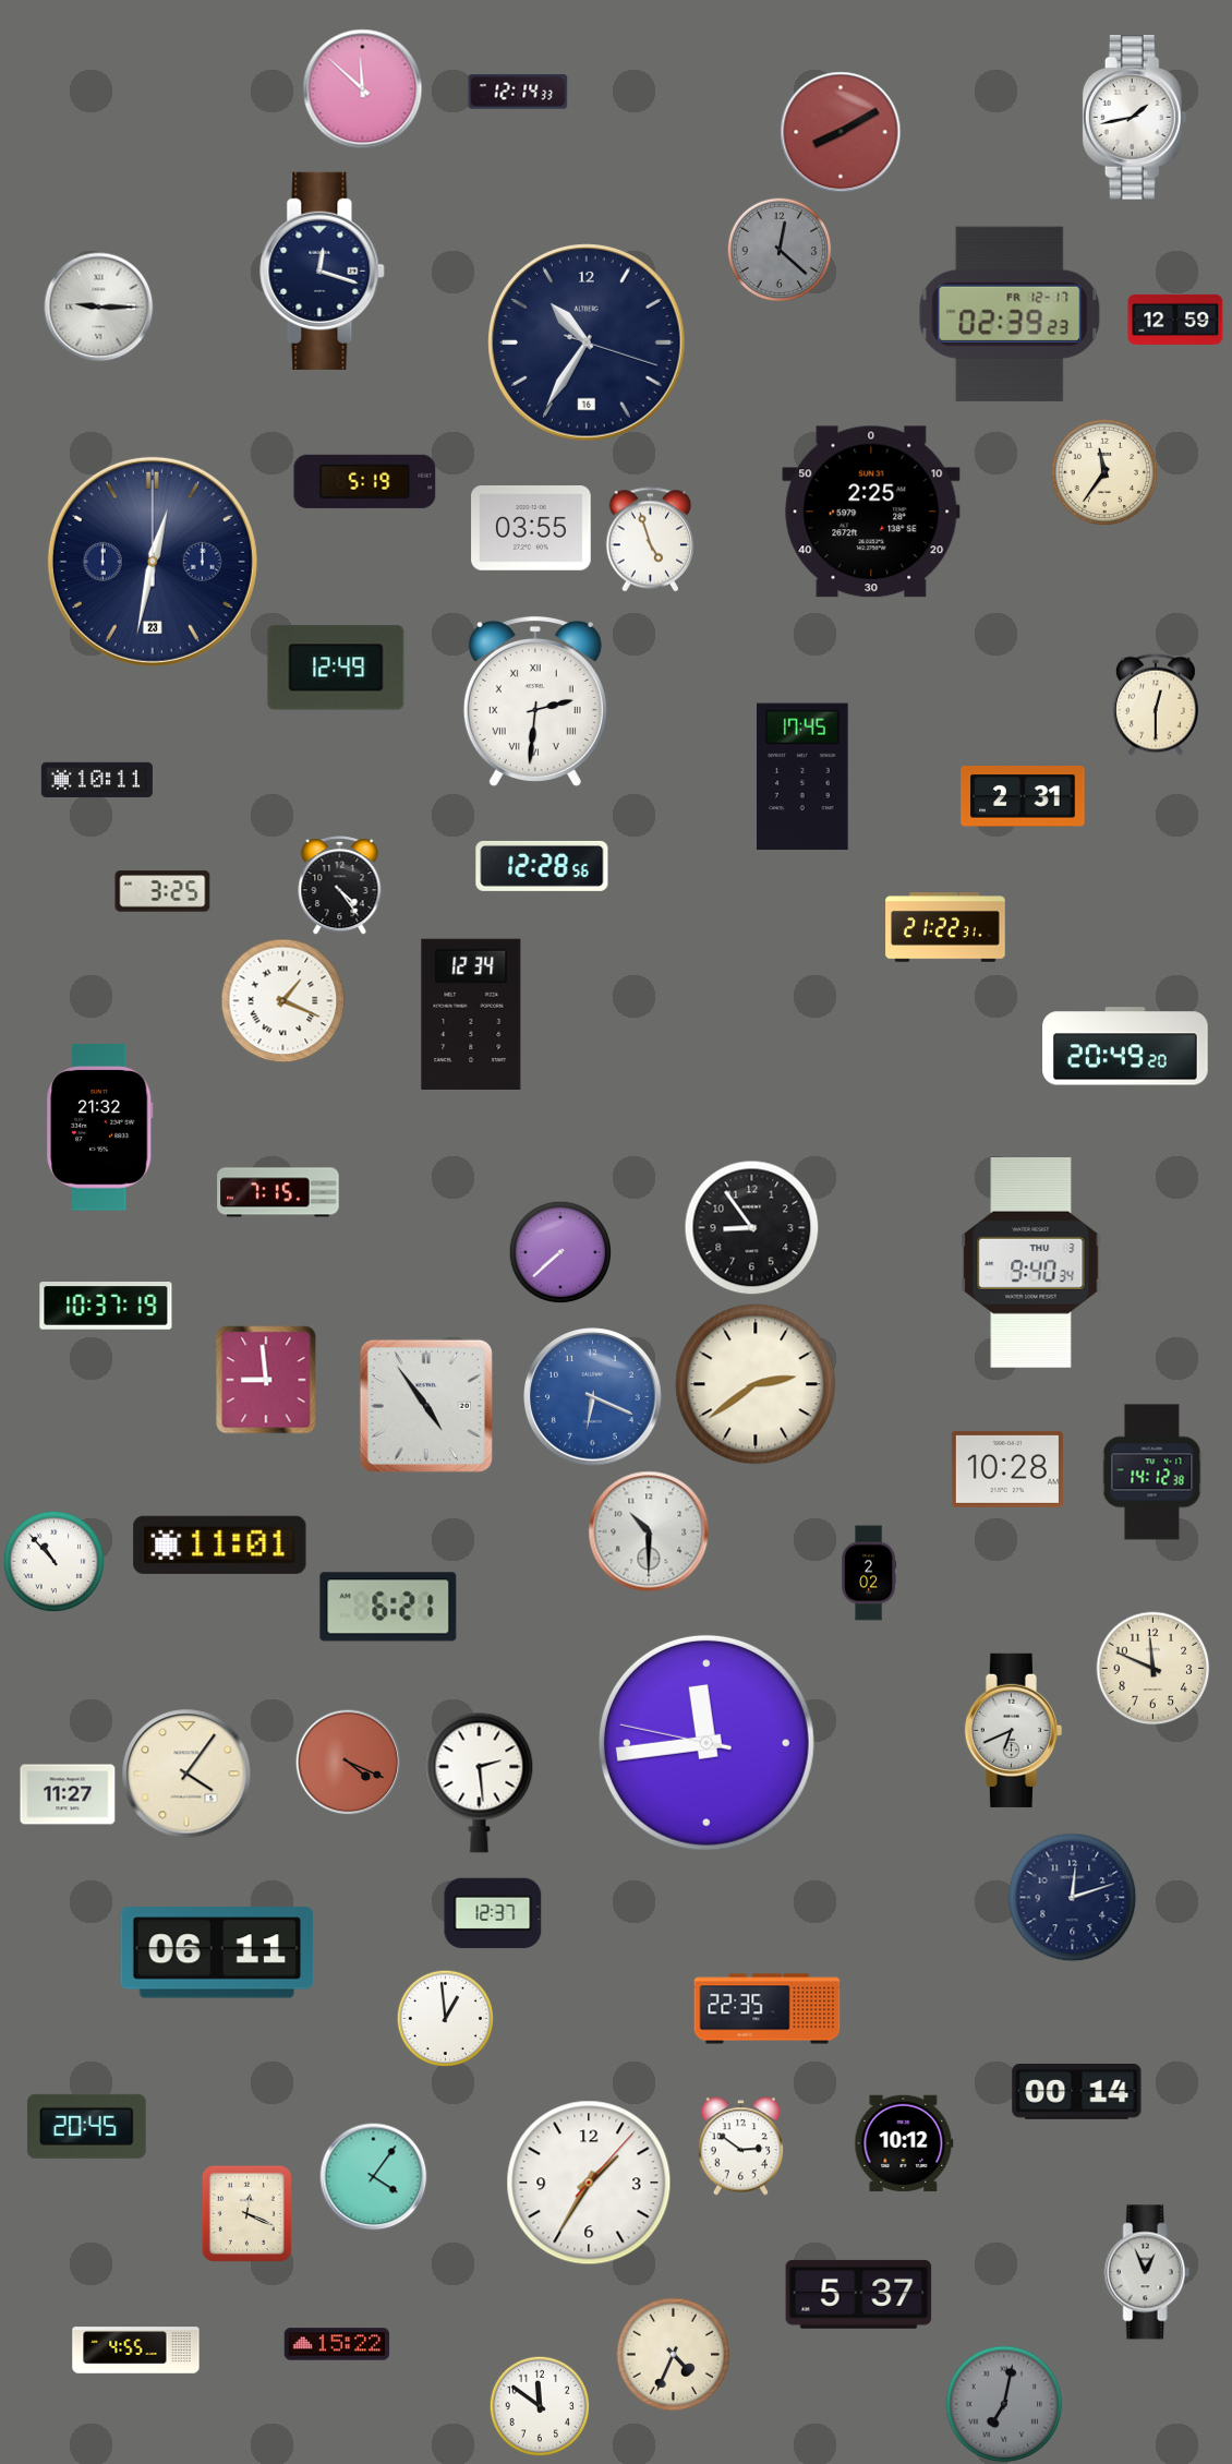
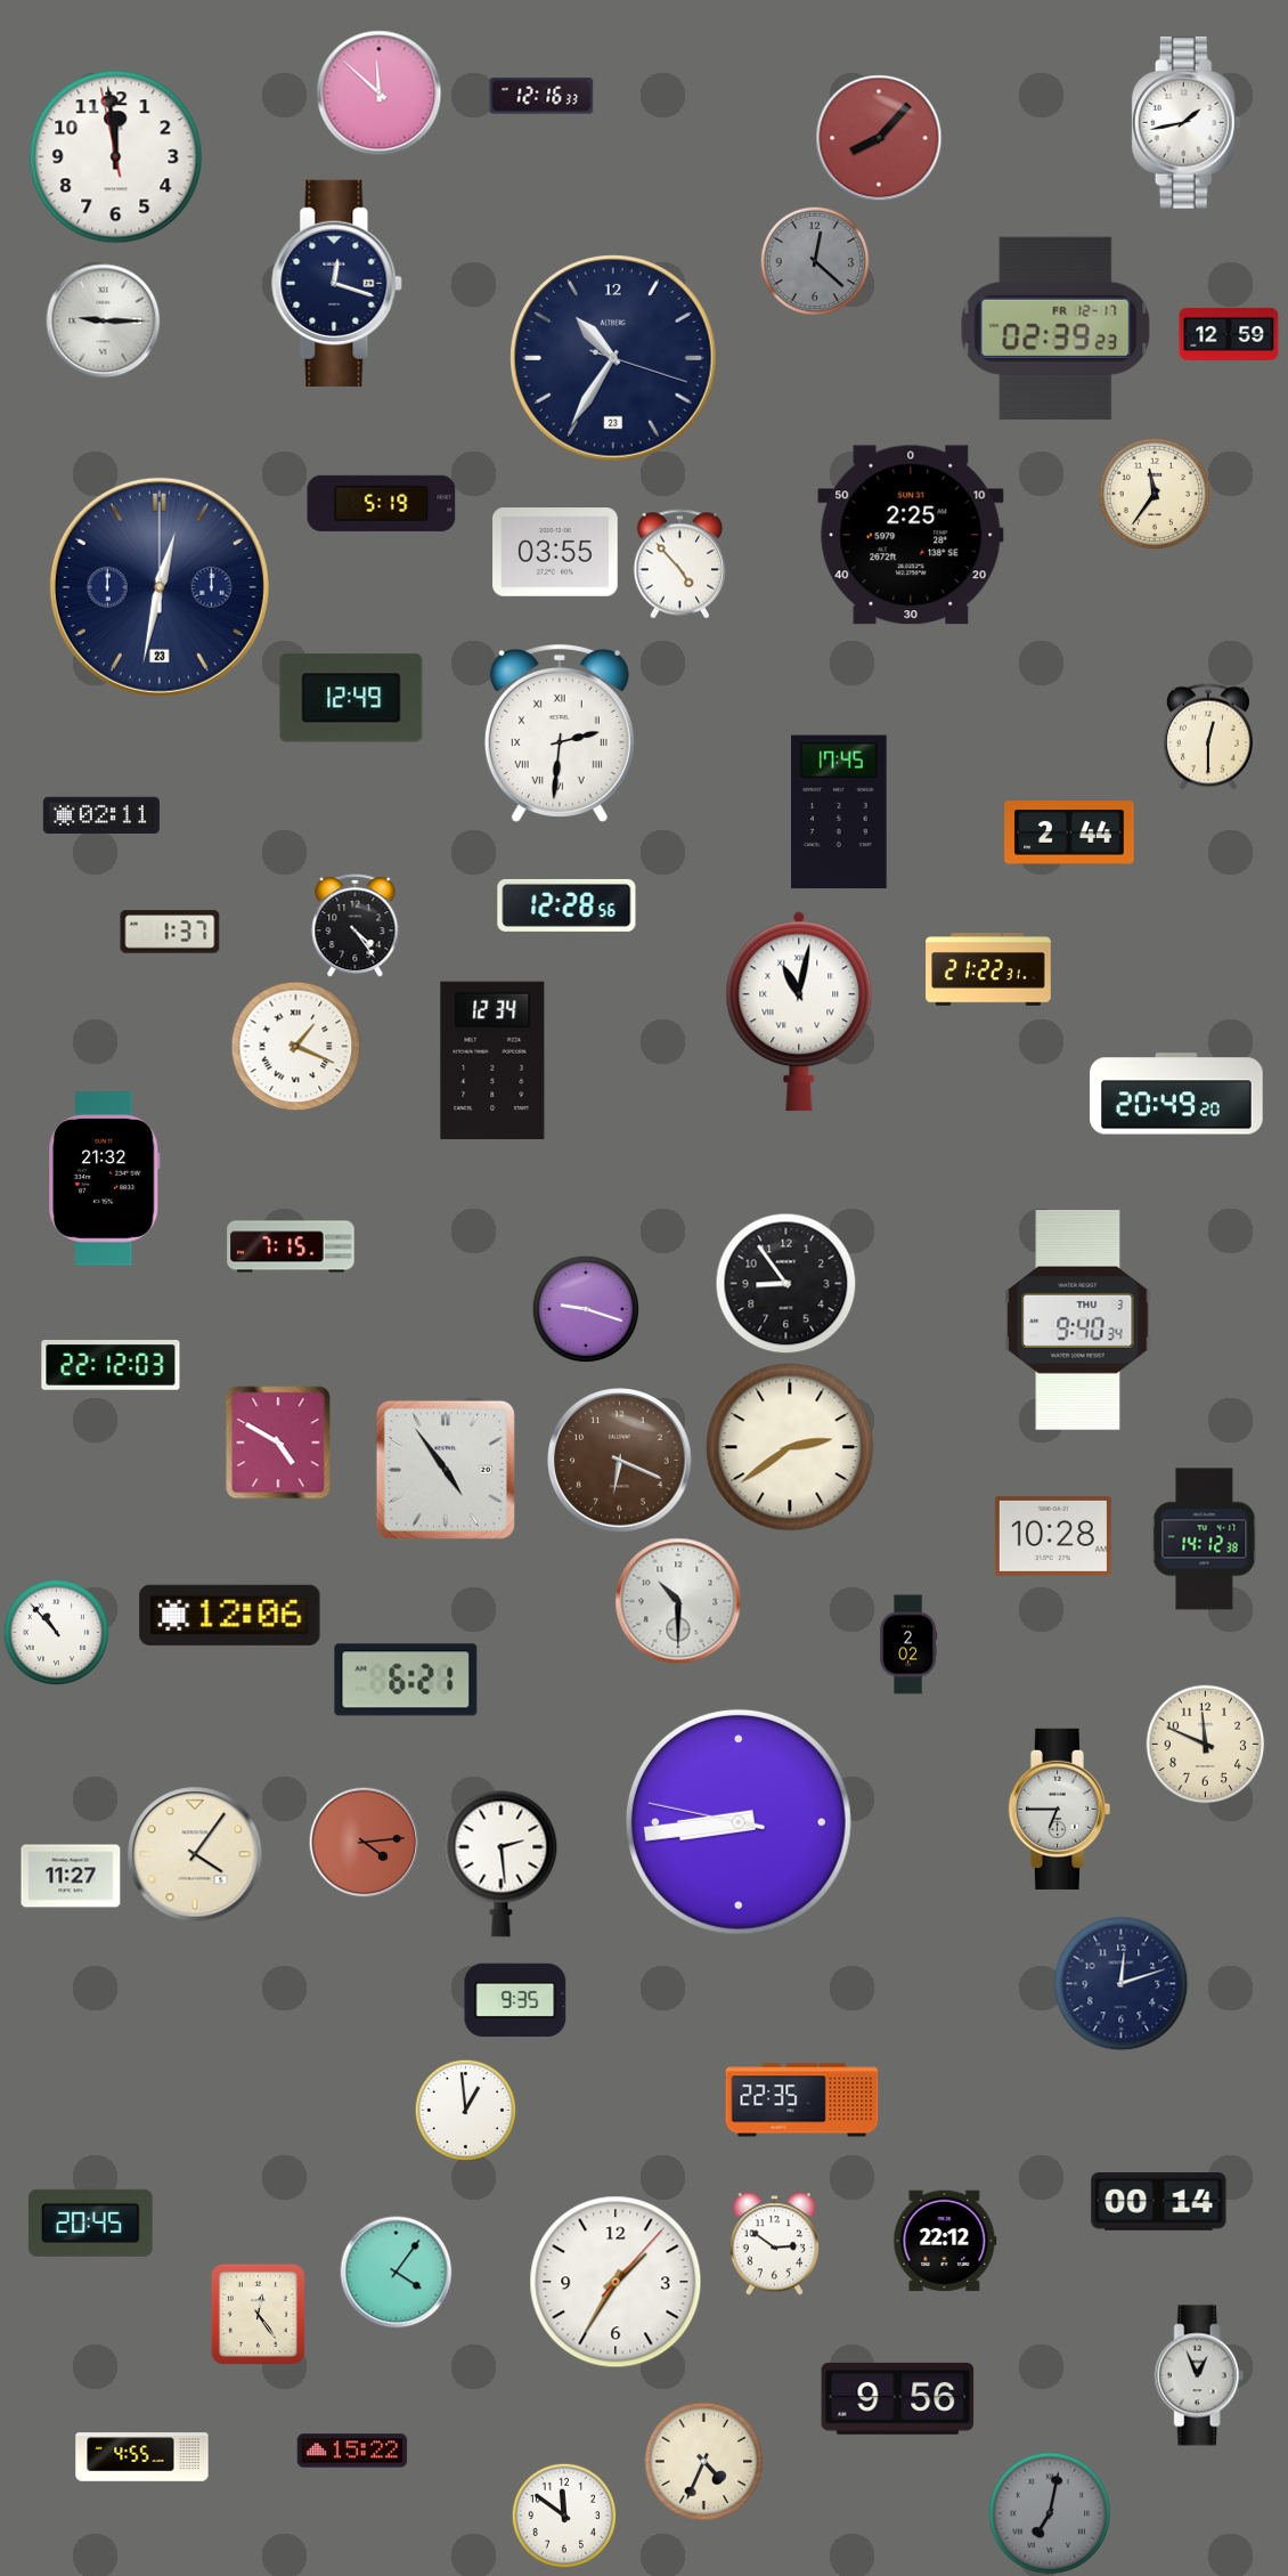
clock at (518, 92): 12:14 -> 12:16
clock at (841, 132): 8:10 -> 8:07
clock at (116, 157): none -> 11:58
clock at (588, 344) date: 16 -> 23
clock at (651, 540): 4:57 -> 4:53
clock at (97, 779): 10:11 -> 02:11
clock at (1023, 796): 2:31 -> 2:44
clock at (162, 891): 3:25 -> 1:37
clock at (799, 1011): none -> 11:02
clock at (560, 1252): 7:38 -> 9:18
clock at (106, 1307): 10:37 -> 22:12
clock at (266, 1380): 8:59 -> 4:50
clock at (593, 1397) dial: blue -> brown
clock at (220, 1544): 11:01 -> 12:06
clock at (1013, 1730): 6:41 -> 6:45
clock at (706, 1743): 11:43 -> 8:43
clock at (349, 1763): 4:19 -> 4:14
clock at (493, 1913): 12:37 -> 9:35
clock at (217, 1952): 06:11 -> none
clock at (1077, 2092) position: (1077, 2092) -> (1159, 2202)
clock at (904, 2143): 10:12 -> 22:12
clock at (374, 2177) position: (374, 2177) -> (397, 2273)
clock at (246, 2213): 12:19 -> 12:24
clock at (859, 2294): 5:37 -> 9:56
